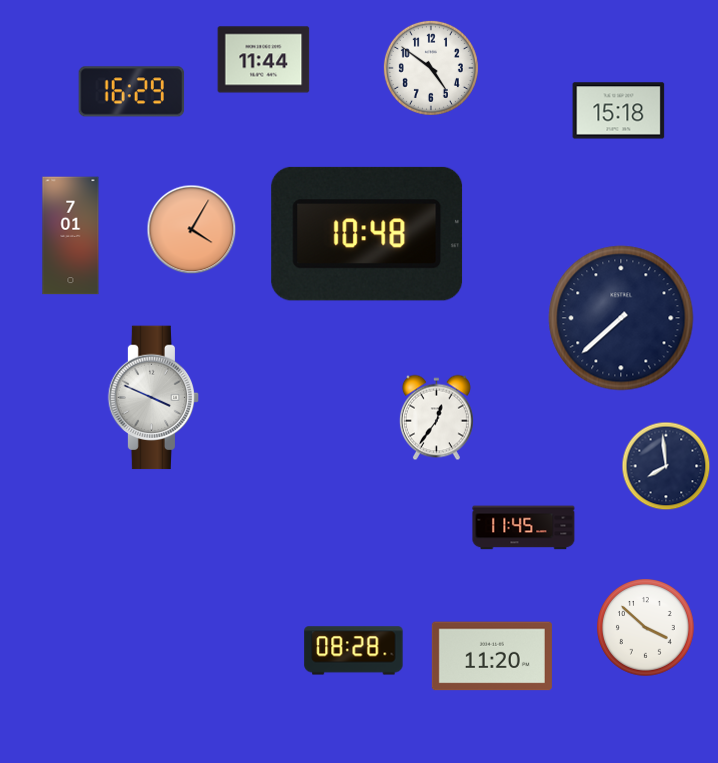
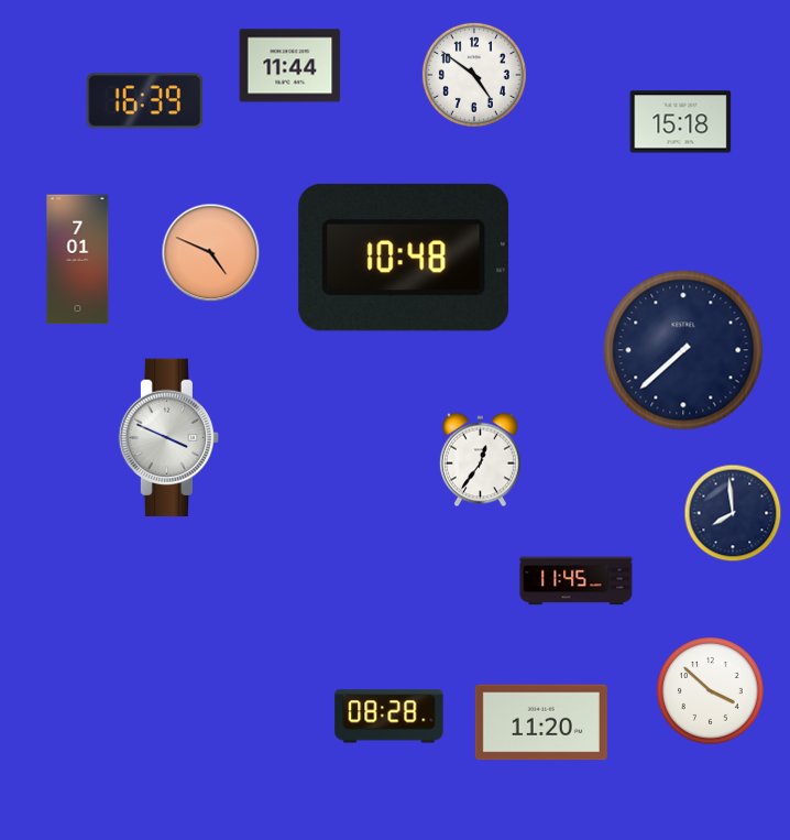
clock at (132, 92): 16:29 -> 16:39
clock at (192, 230): 4:05 -> 4:49
